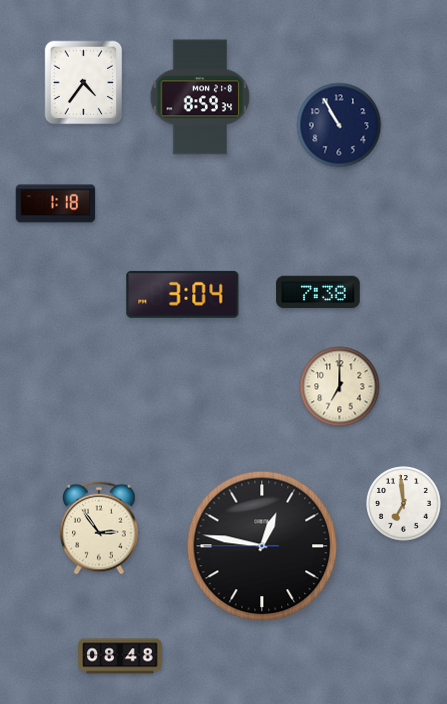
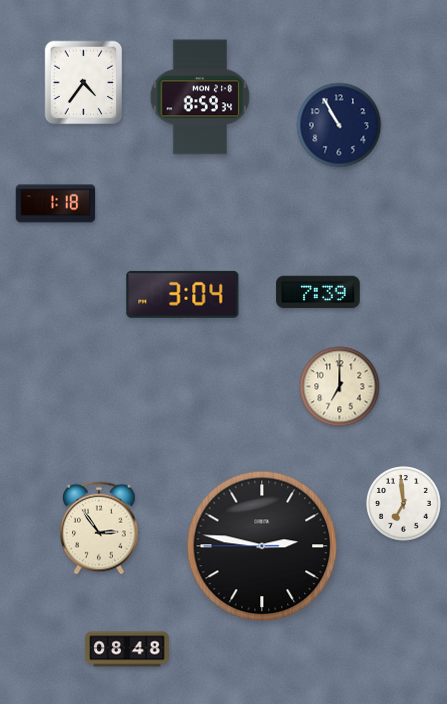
clock at (318, 292): 7:38 -> 7:39
clock at (262, 546): 12:46 -> 2:46
clock at (120, 656) position: (120, 656) -> (127, 649)
